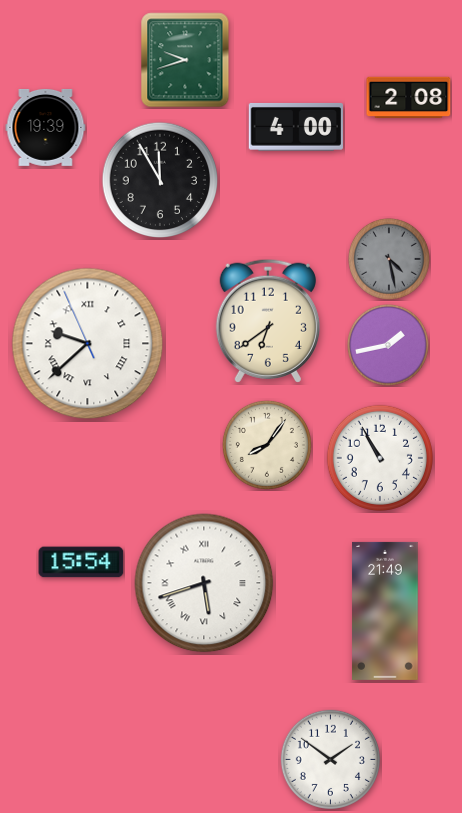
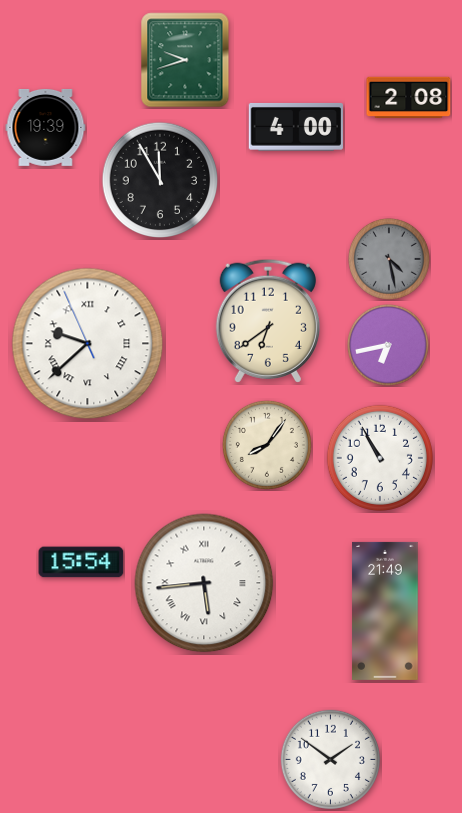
clock at (388, 345): 1:43 -> 6:43
clock at (204, 583): 5:42 -> 5:44
